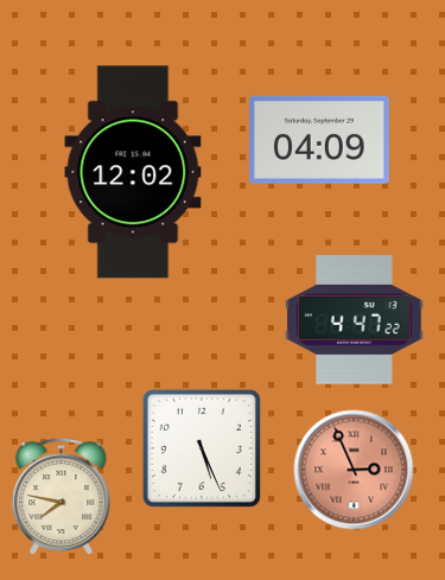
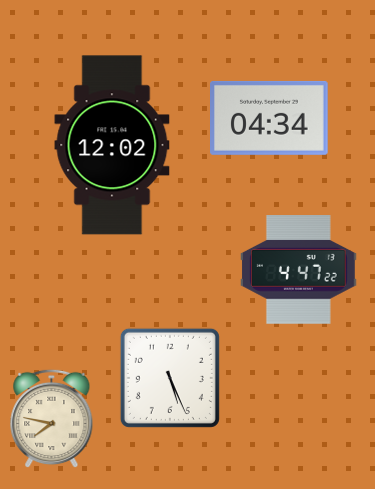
clock at (320, 140): 04:09 -> 04:34
clock at (354, 470): 2:56 -> none
